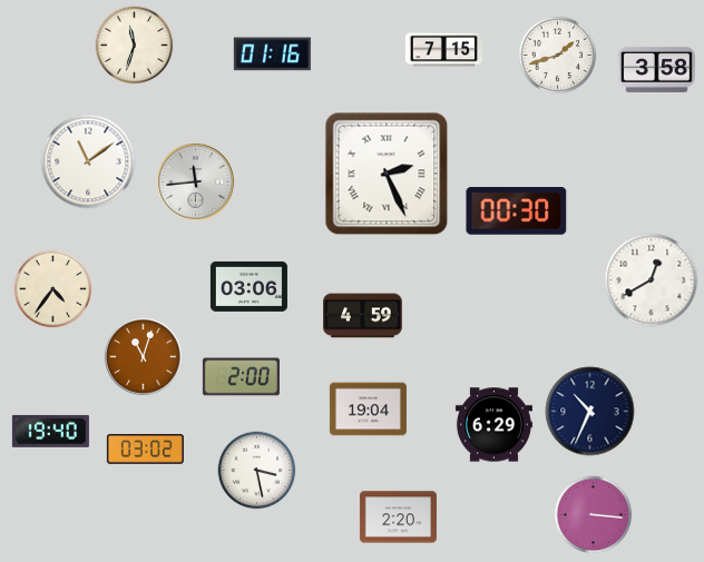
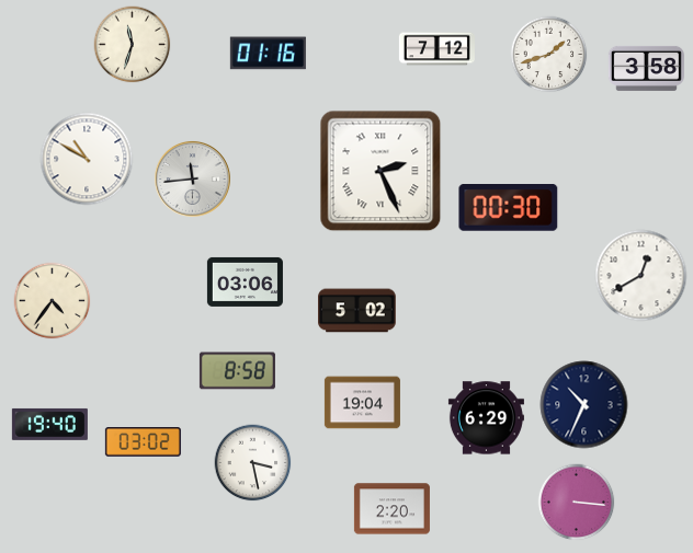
clock at (443, 50): 7:15 -> 7:12
clock at (88, 161): 11:09 -> 10:50
clock at (53, 289) position: (53, 289) -> (53, 301)
clock at (363, 316): 4:59 -> 5:02
clock at (143, 356): 11:03 -> none
clock at (241, 377): 2:00 -> 8:58
clock at (590, 412) position: (590, 412) -> (584, 405)
clock at (594, 515) position: (594, 515) -> (577, 503)
